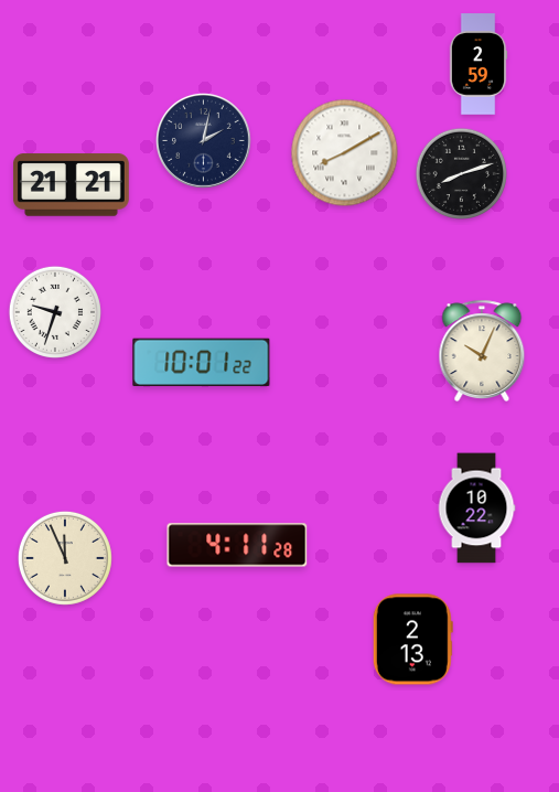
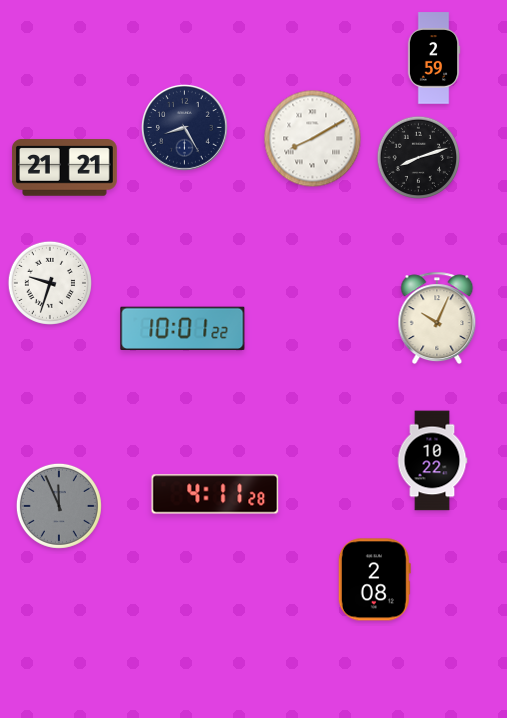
clock at (203, 140): 2:02 -> 8:25
clock at (65, 558) dial: cream -> grey
clock at (412, 640): 2:13 -> 2:08
